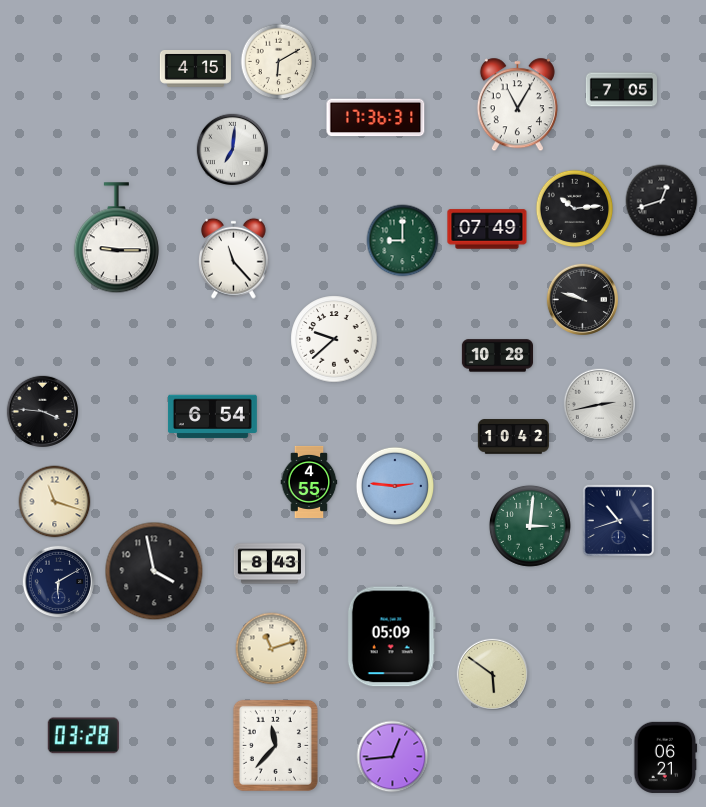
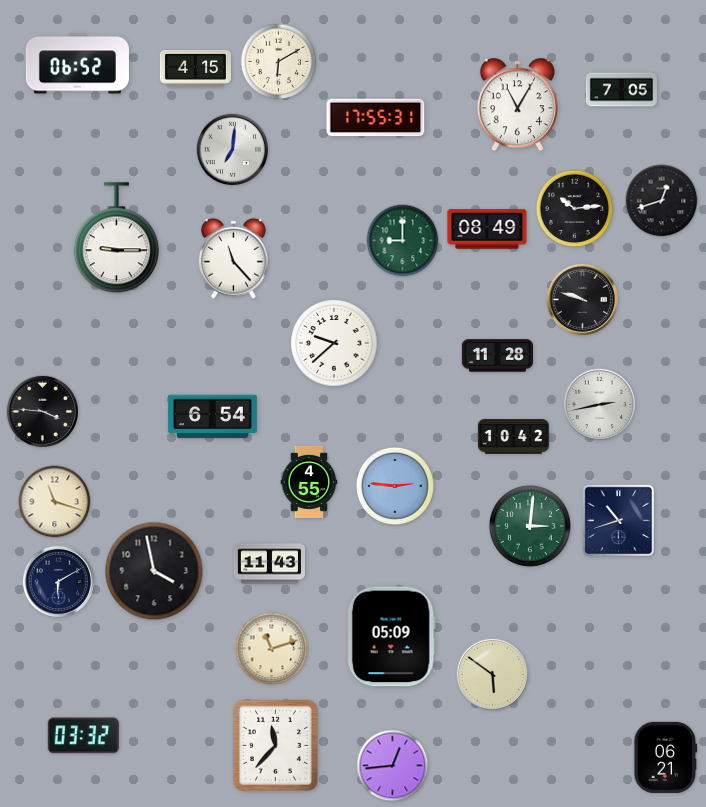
clock at (77, 64): none -> 06:52
clock at (376, 118): 17:36 -> 17:55
clock at (487, 229): 07:49 -> 08:49
clock at (334, 339) position: (334, 339) -> (334, 343)
clock at (497, 356): 10:28 -> 11:28
clock at (269, 564): 8:43 -> 11:43
clock at (83, 736): 03:28 -> 03:32
clock at (393, 757) position: (393, 757) -> (393, 766)
